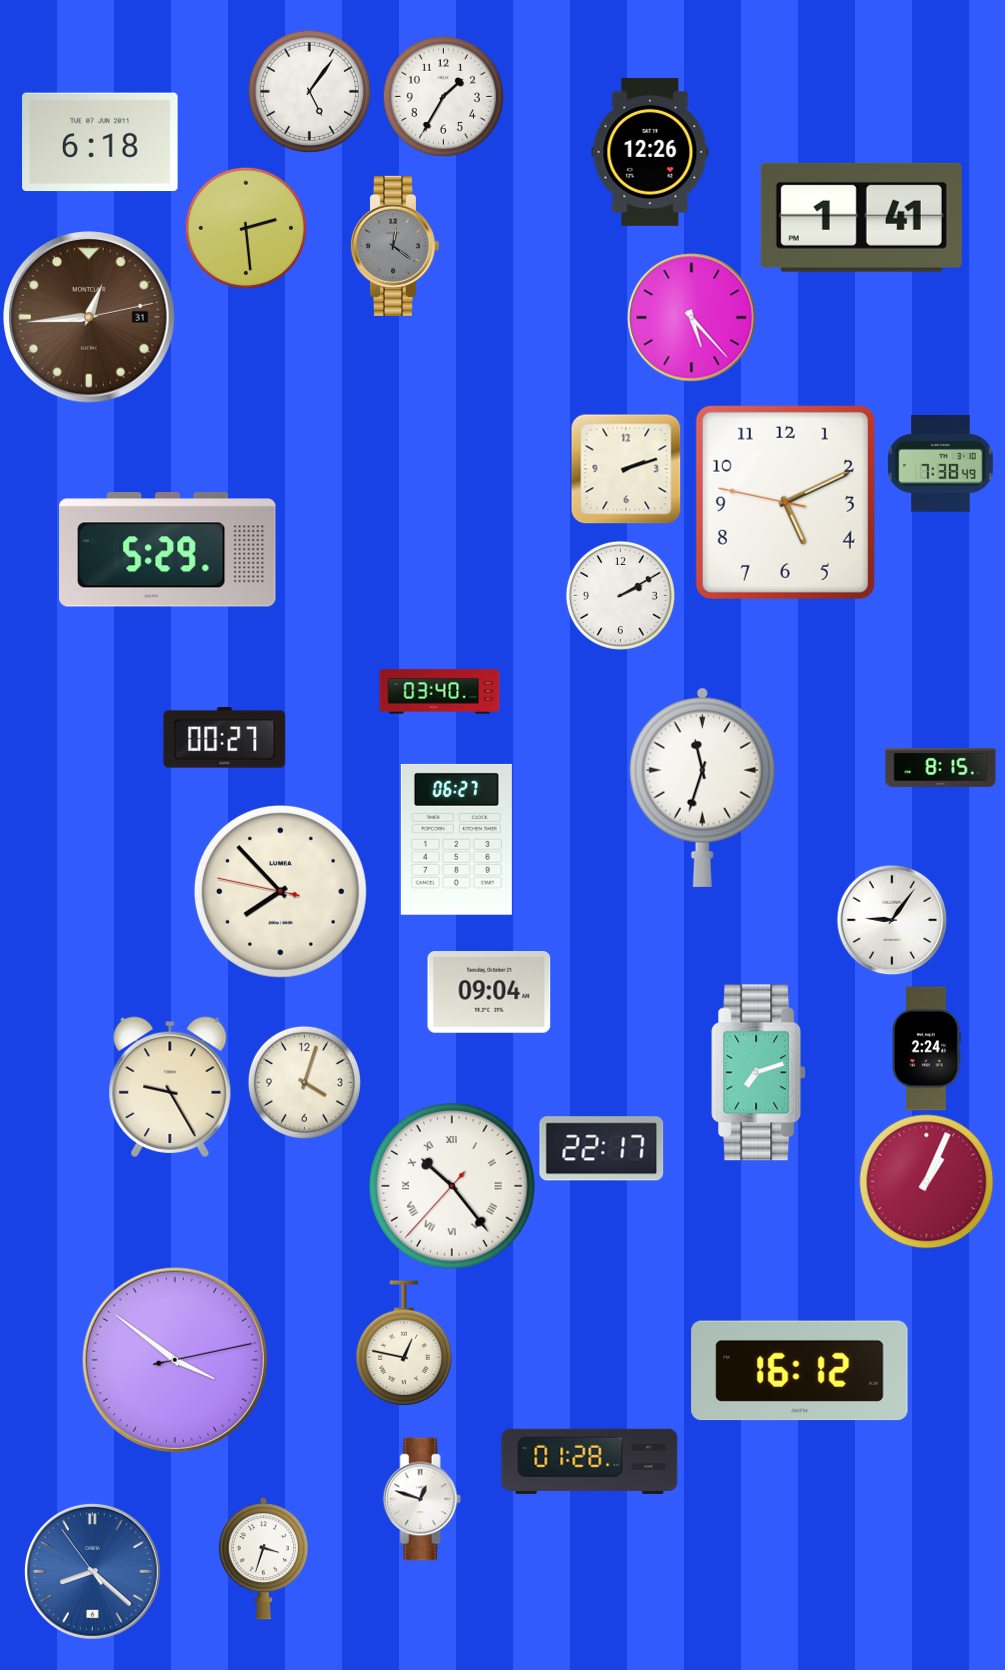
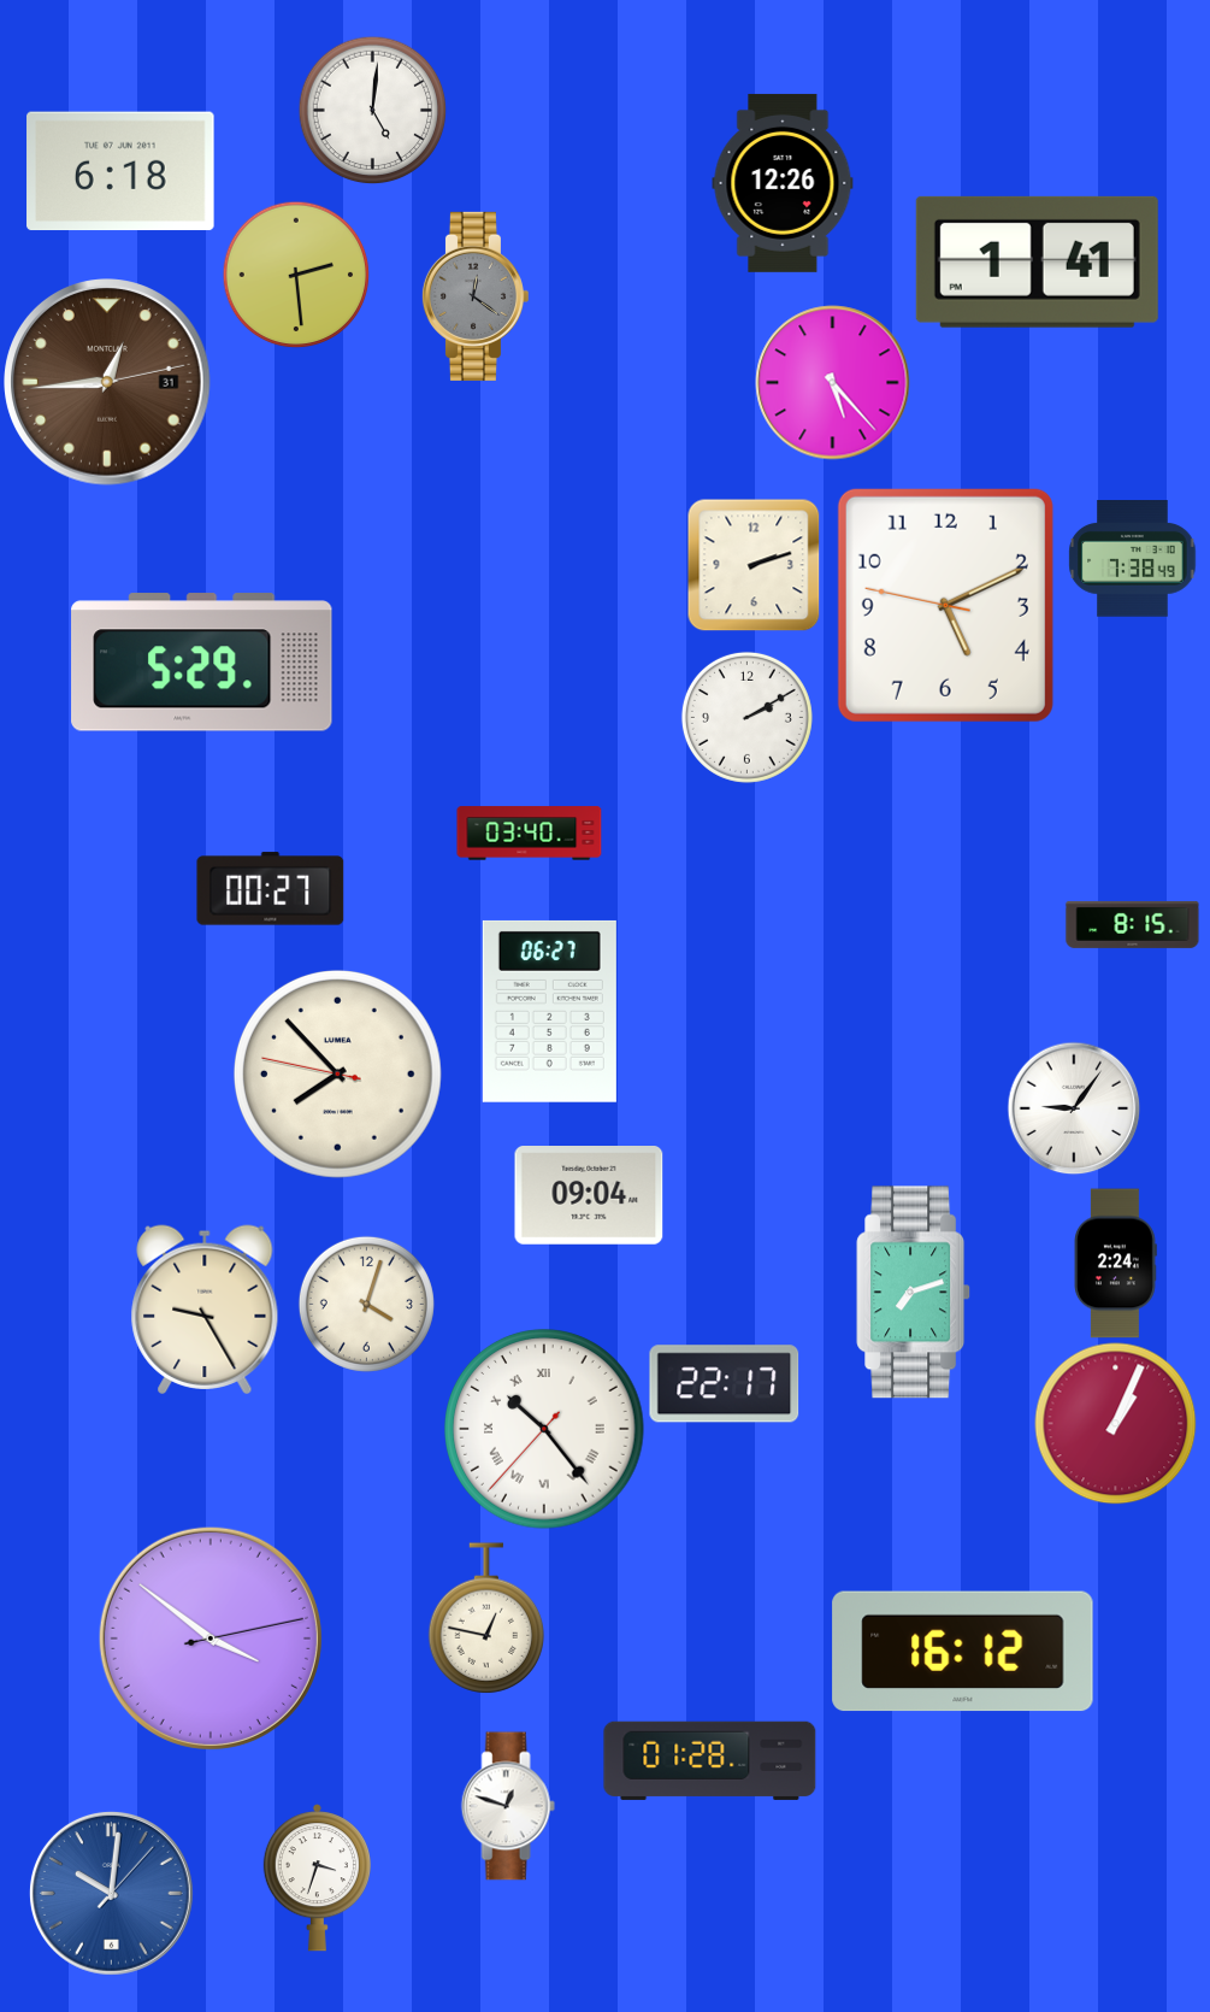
clock at (309, 91): 5:06 -> 5:01
clock at (443, 96): 1:35 -> none
clock at (702, 787): 11:33 -> none
clock at (92, 1571): 8:21 -> 10:01
